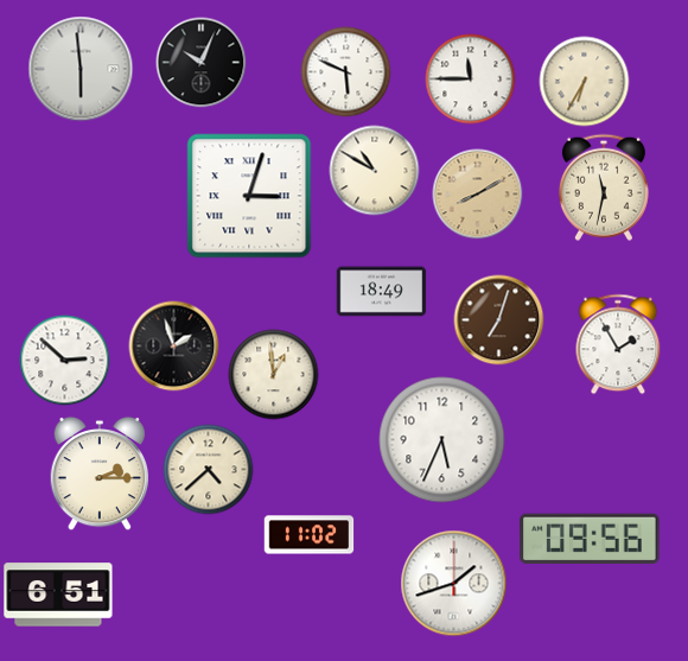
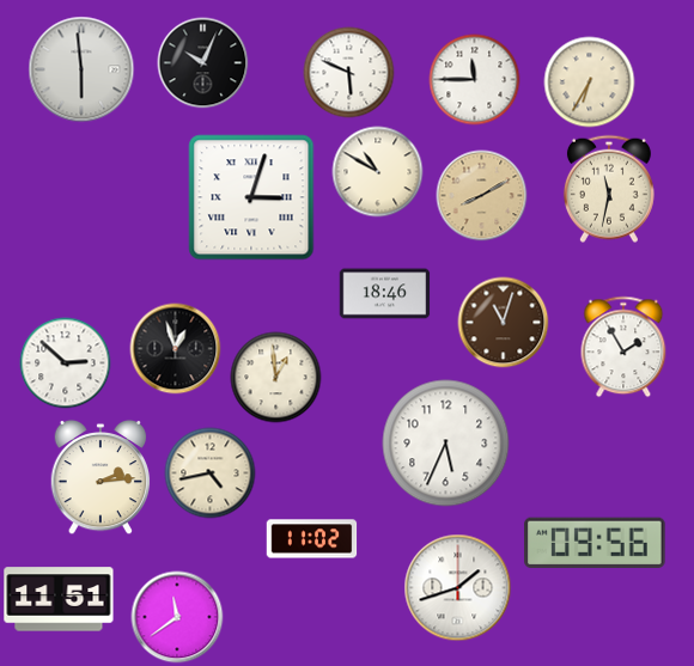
clock at (382, 292): 18:49 -> 18:46
clock at (499, 320): 7:03 -> 11:03
clock at (174, 347): 1:57 -> 12:57
clock at (209, 470): 4:38 -> 4:43
clock at (100, 473): 2:15 -> 2:14
clock at (58, 595): 6:51 -> 11:51
clock at (177, 617): none -> 11:39
